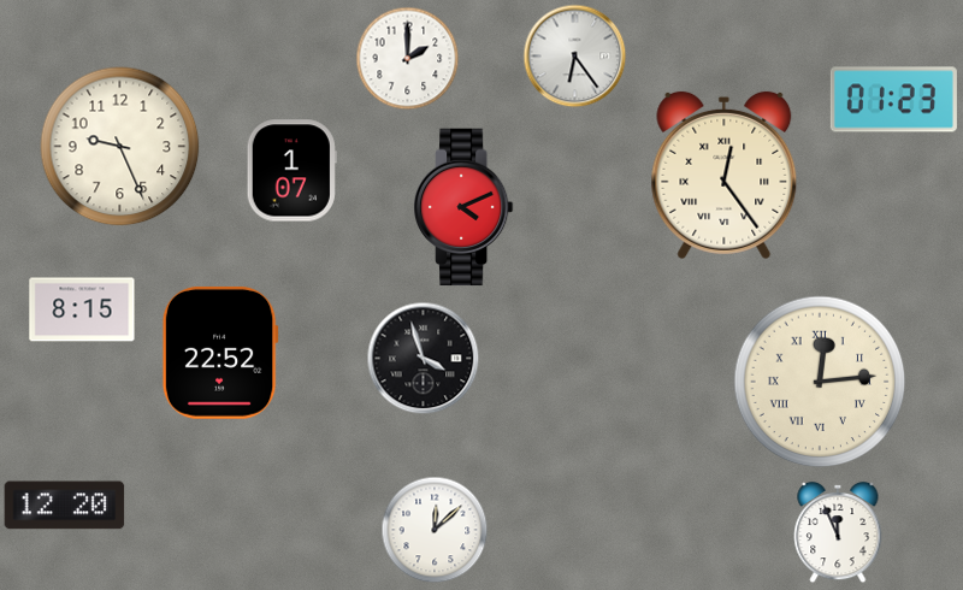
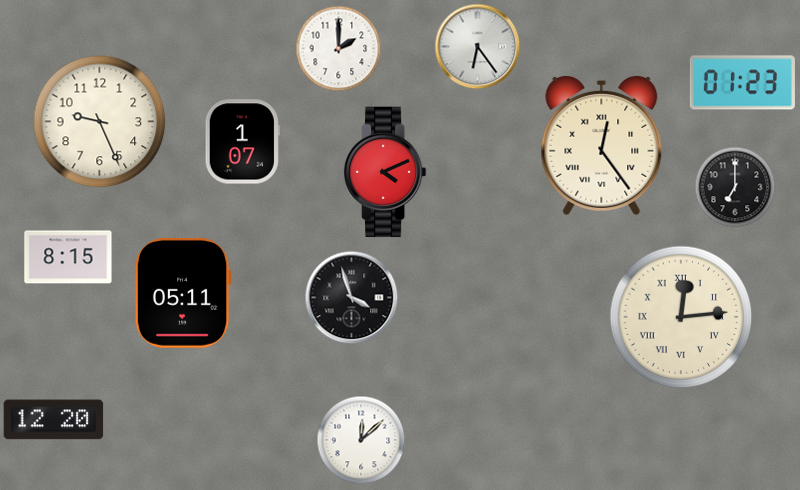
clock at (735, 187): none -> 7:00
clock at (220, 353): 22:52 -> 05:11
clock at (838, 532): 11:56 -> none
